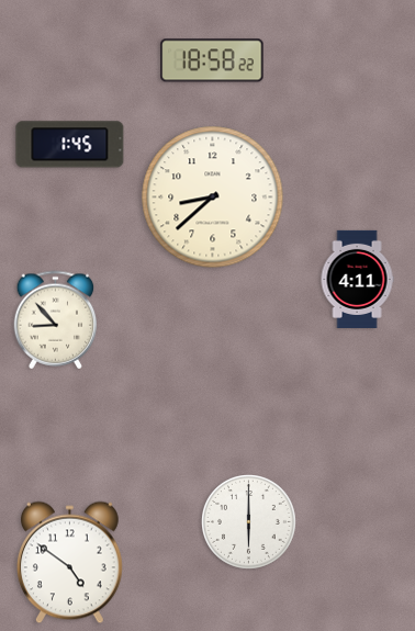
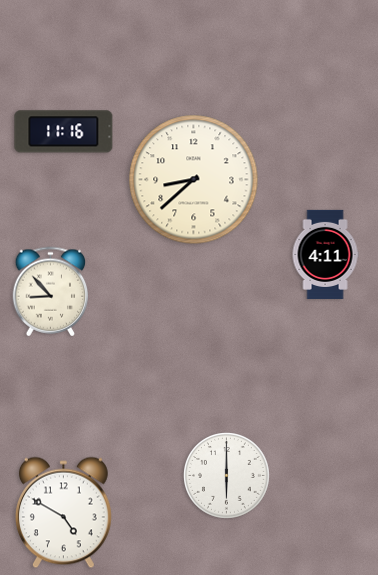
clock at (212, 60): 18:58 -> none
clock at (70, 145): 1:45 -> 11:16
clock at (69, 563): 4:51 -> 4:50
